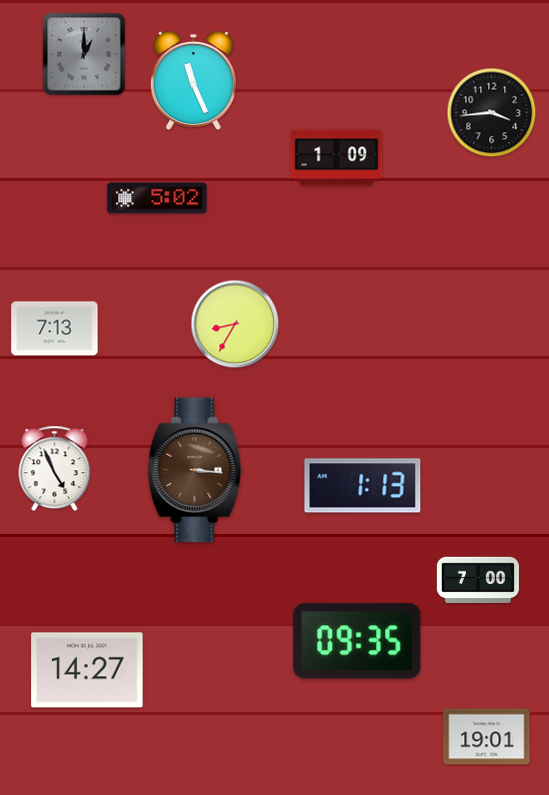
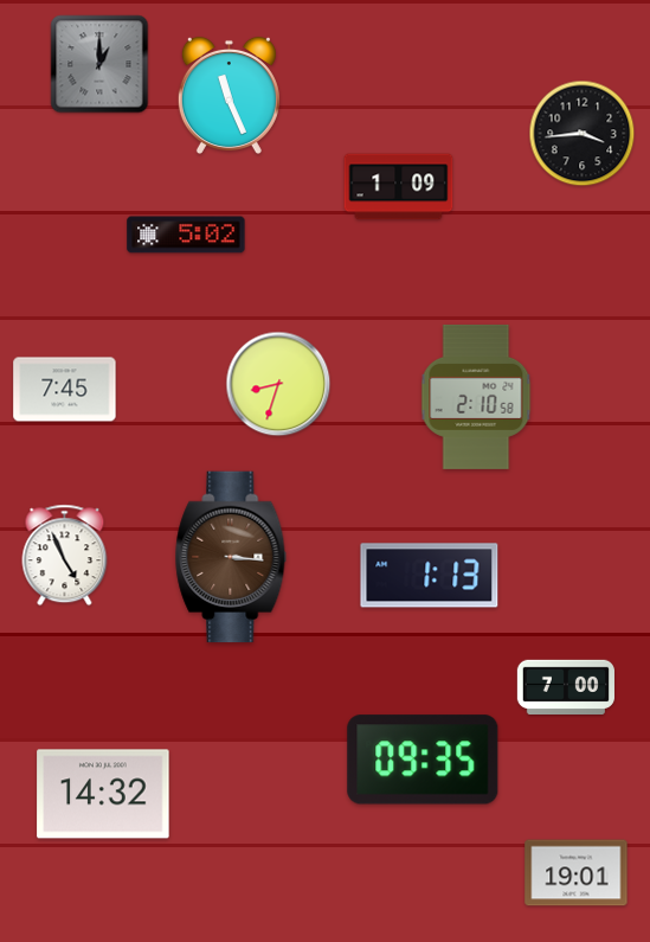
clock at (235, 324): 8:35 -> 8:33
clock at (55, 329): 7:13 -> 7:45
clock at (476, 397): none -> 2:10
clock at (87, 670): 14:27 -> 14:32
